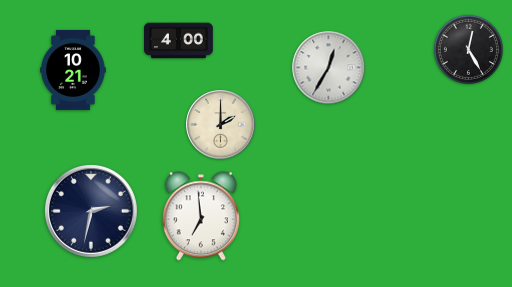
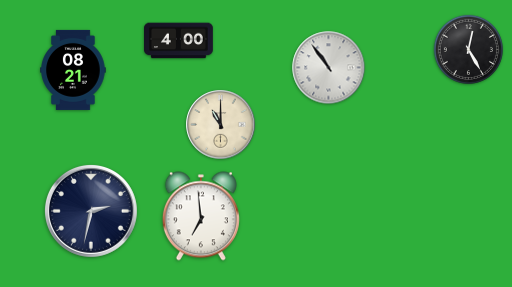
clock at (329, 68): 12:35 -> 10:54
clock at (73, 70): 10:21 -> 08:21
clock at (221, 125): 2:00 -> 11:00
